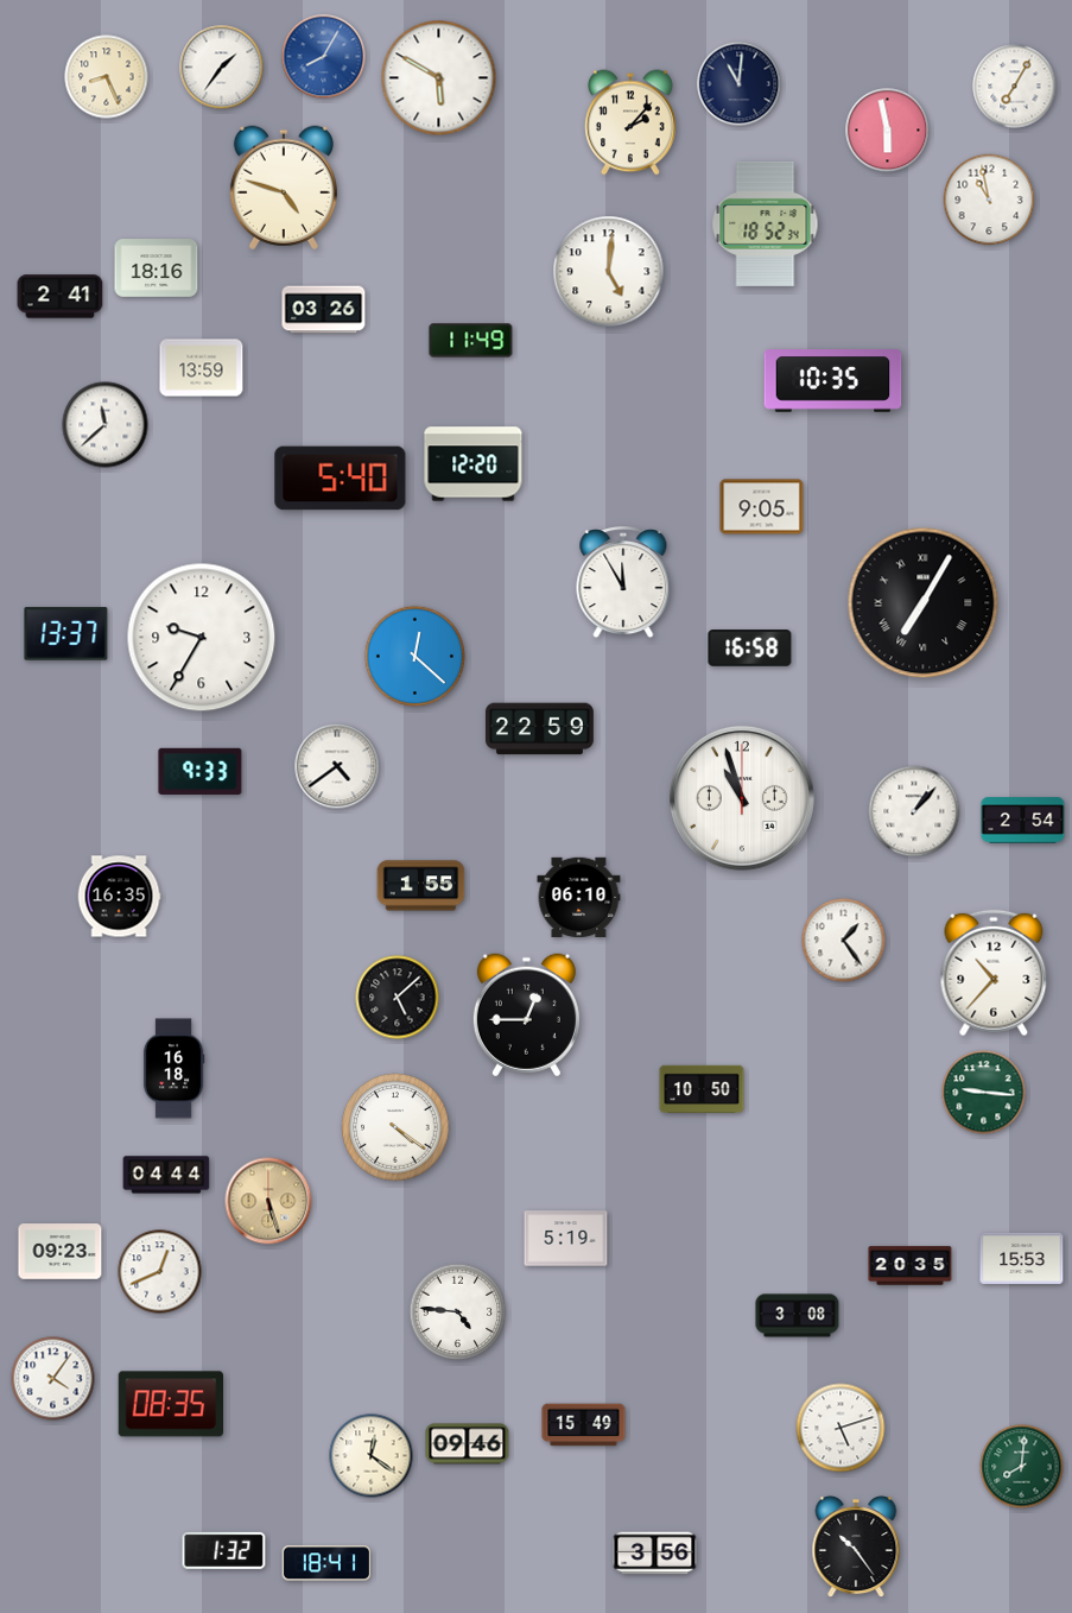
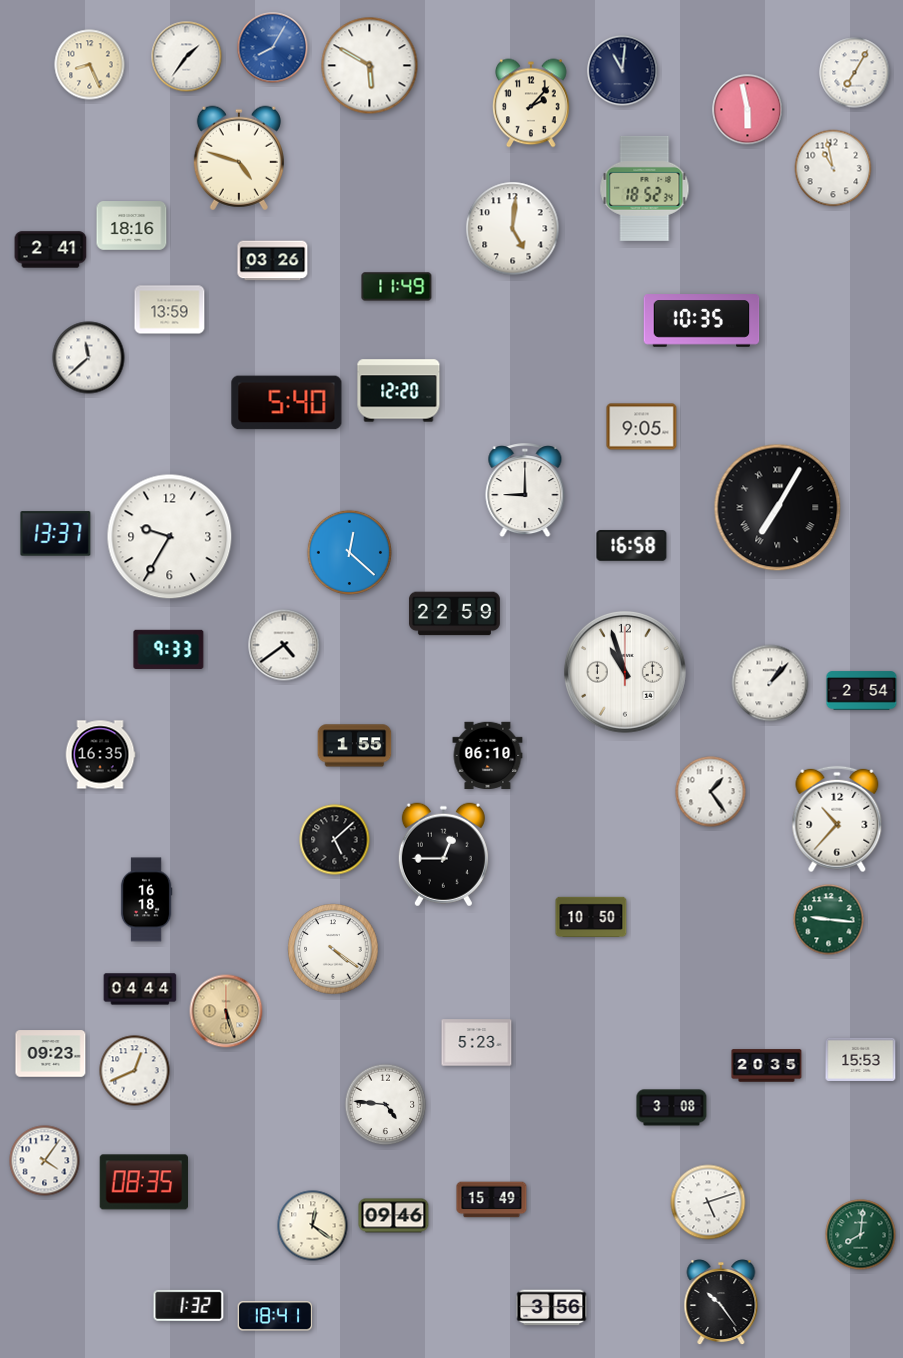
clock at (623, 583): 11:55 -> 9:00
clock at (566, 1239): 5:19 -> 5:23
